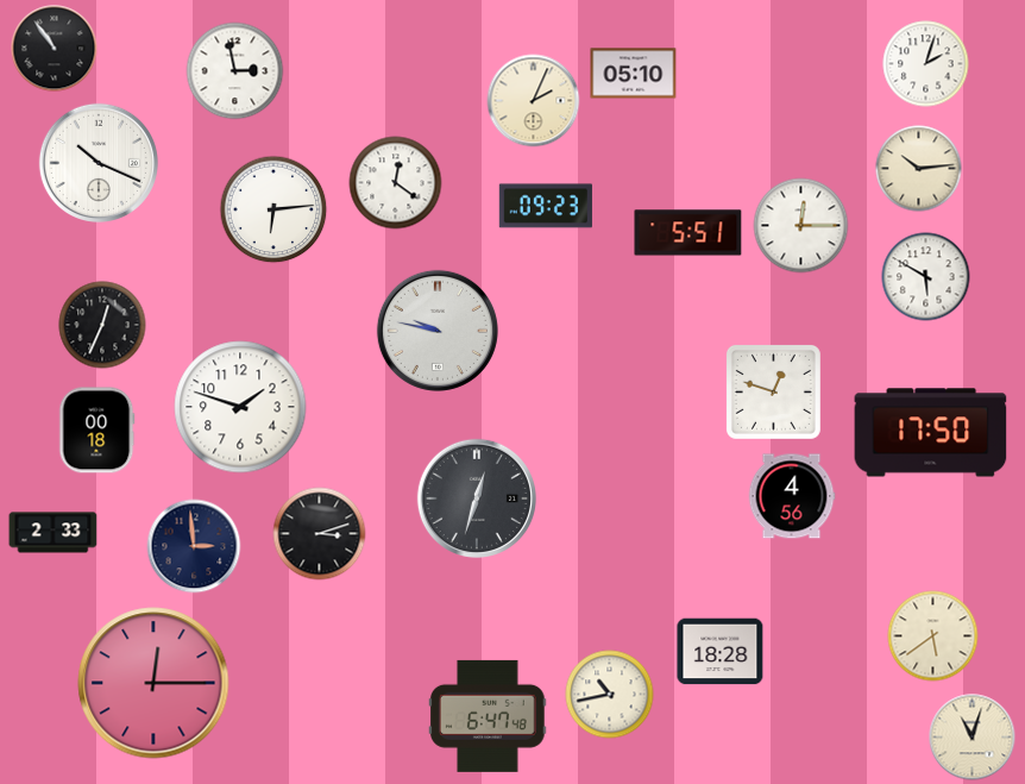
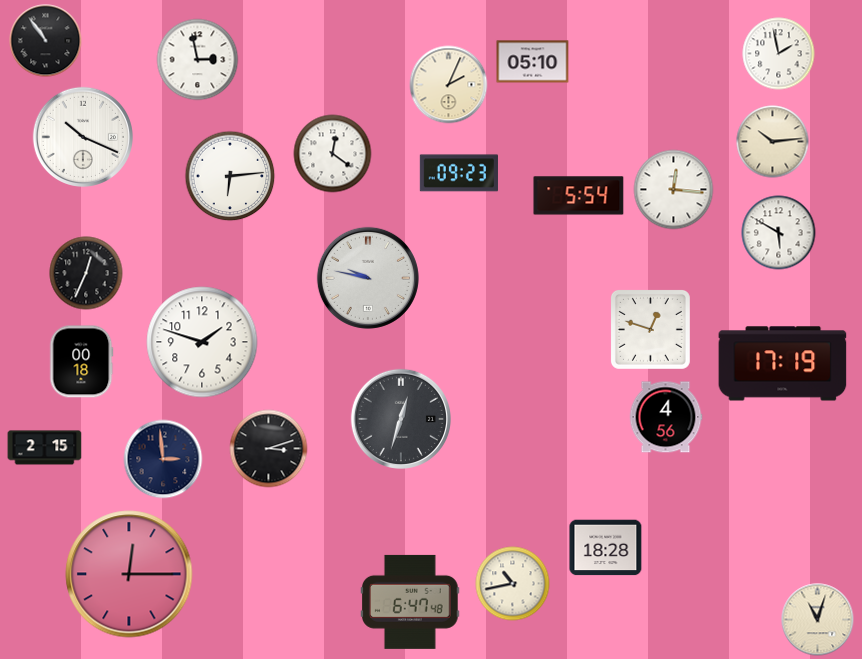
clock at (926, 64): 2:03 -> 1:58
clock at (801, 226): 12:15 -> 12:16
clock at (688, 233): 5:51 -> 5:54
clock at (931, 433): 17:50 -> 17:19
clock at (54, 533): 2:33 -> 2:15
clock at (933, 636): 5:39 -> none
